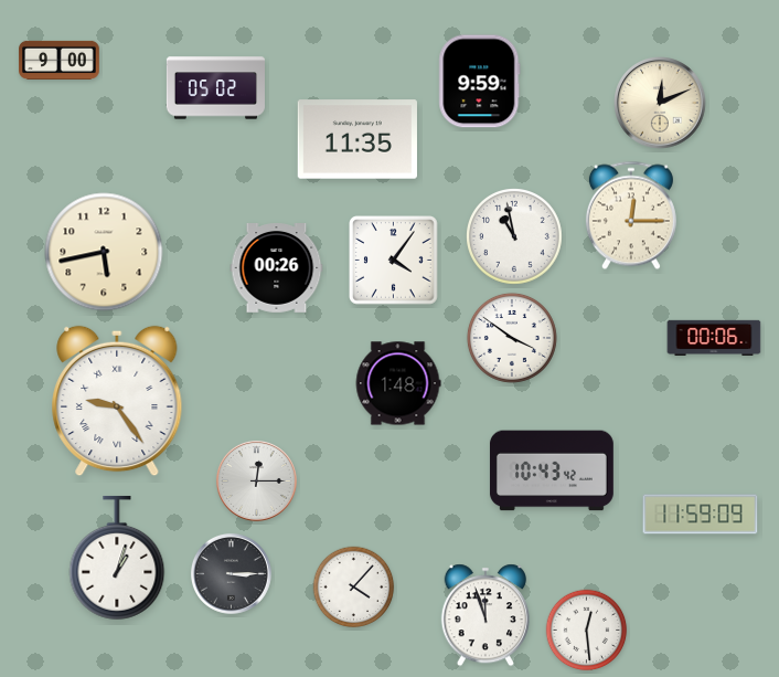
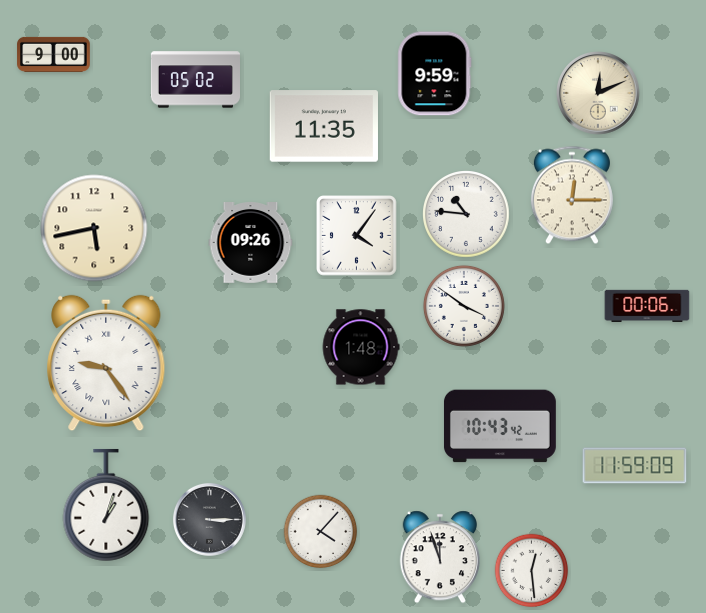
clock at (514, 236): 10:58 -> 10:46
clock at (277, 268): 00:26 -> 09:26
clock at (256, 480): 12:15 -> none
